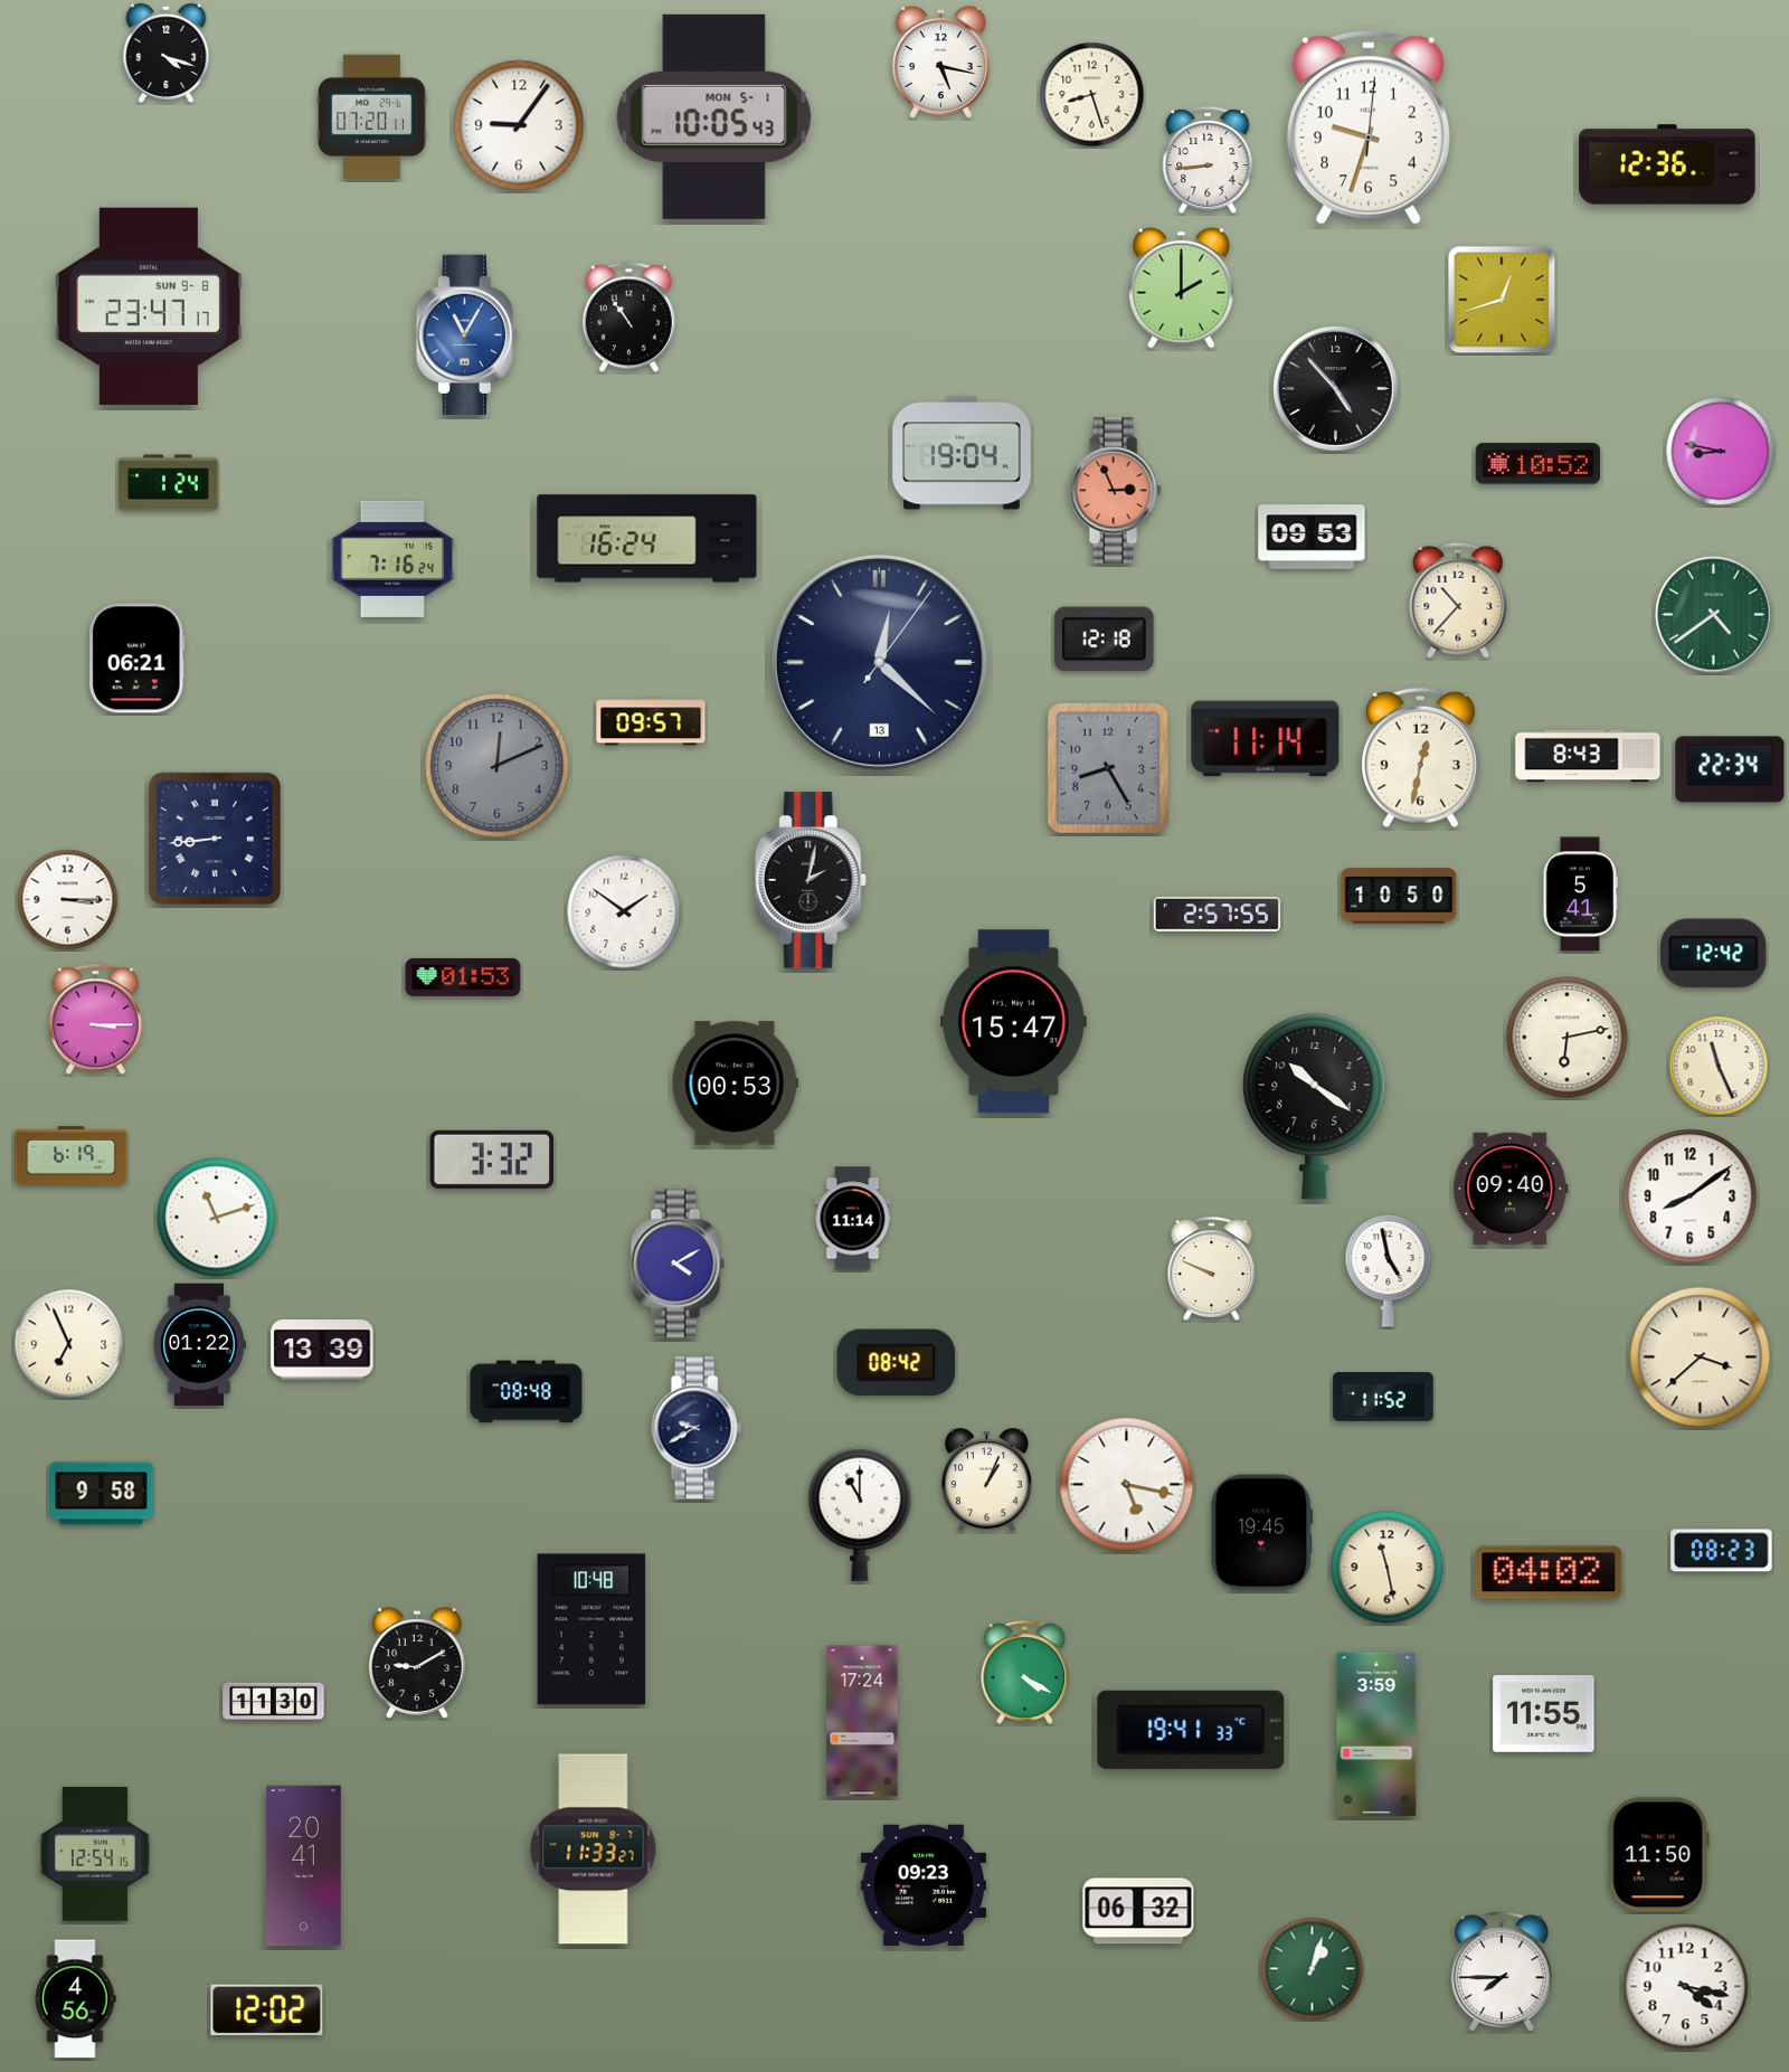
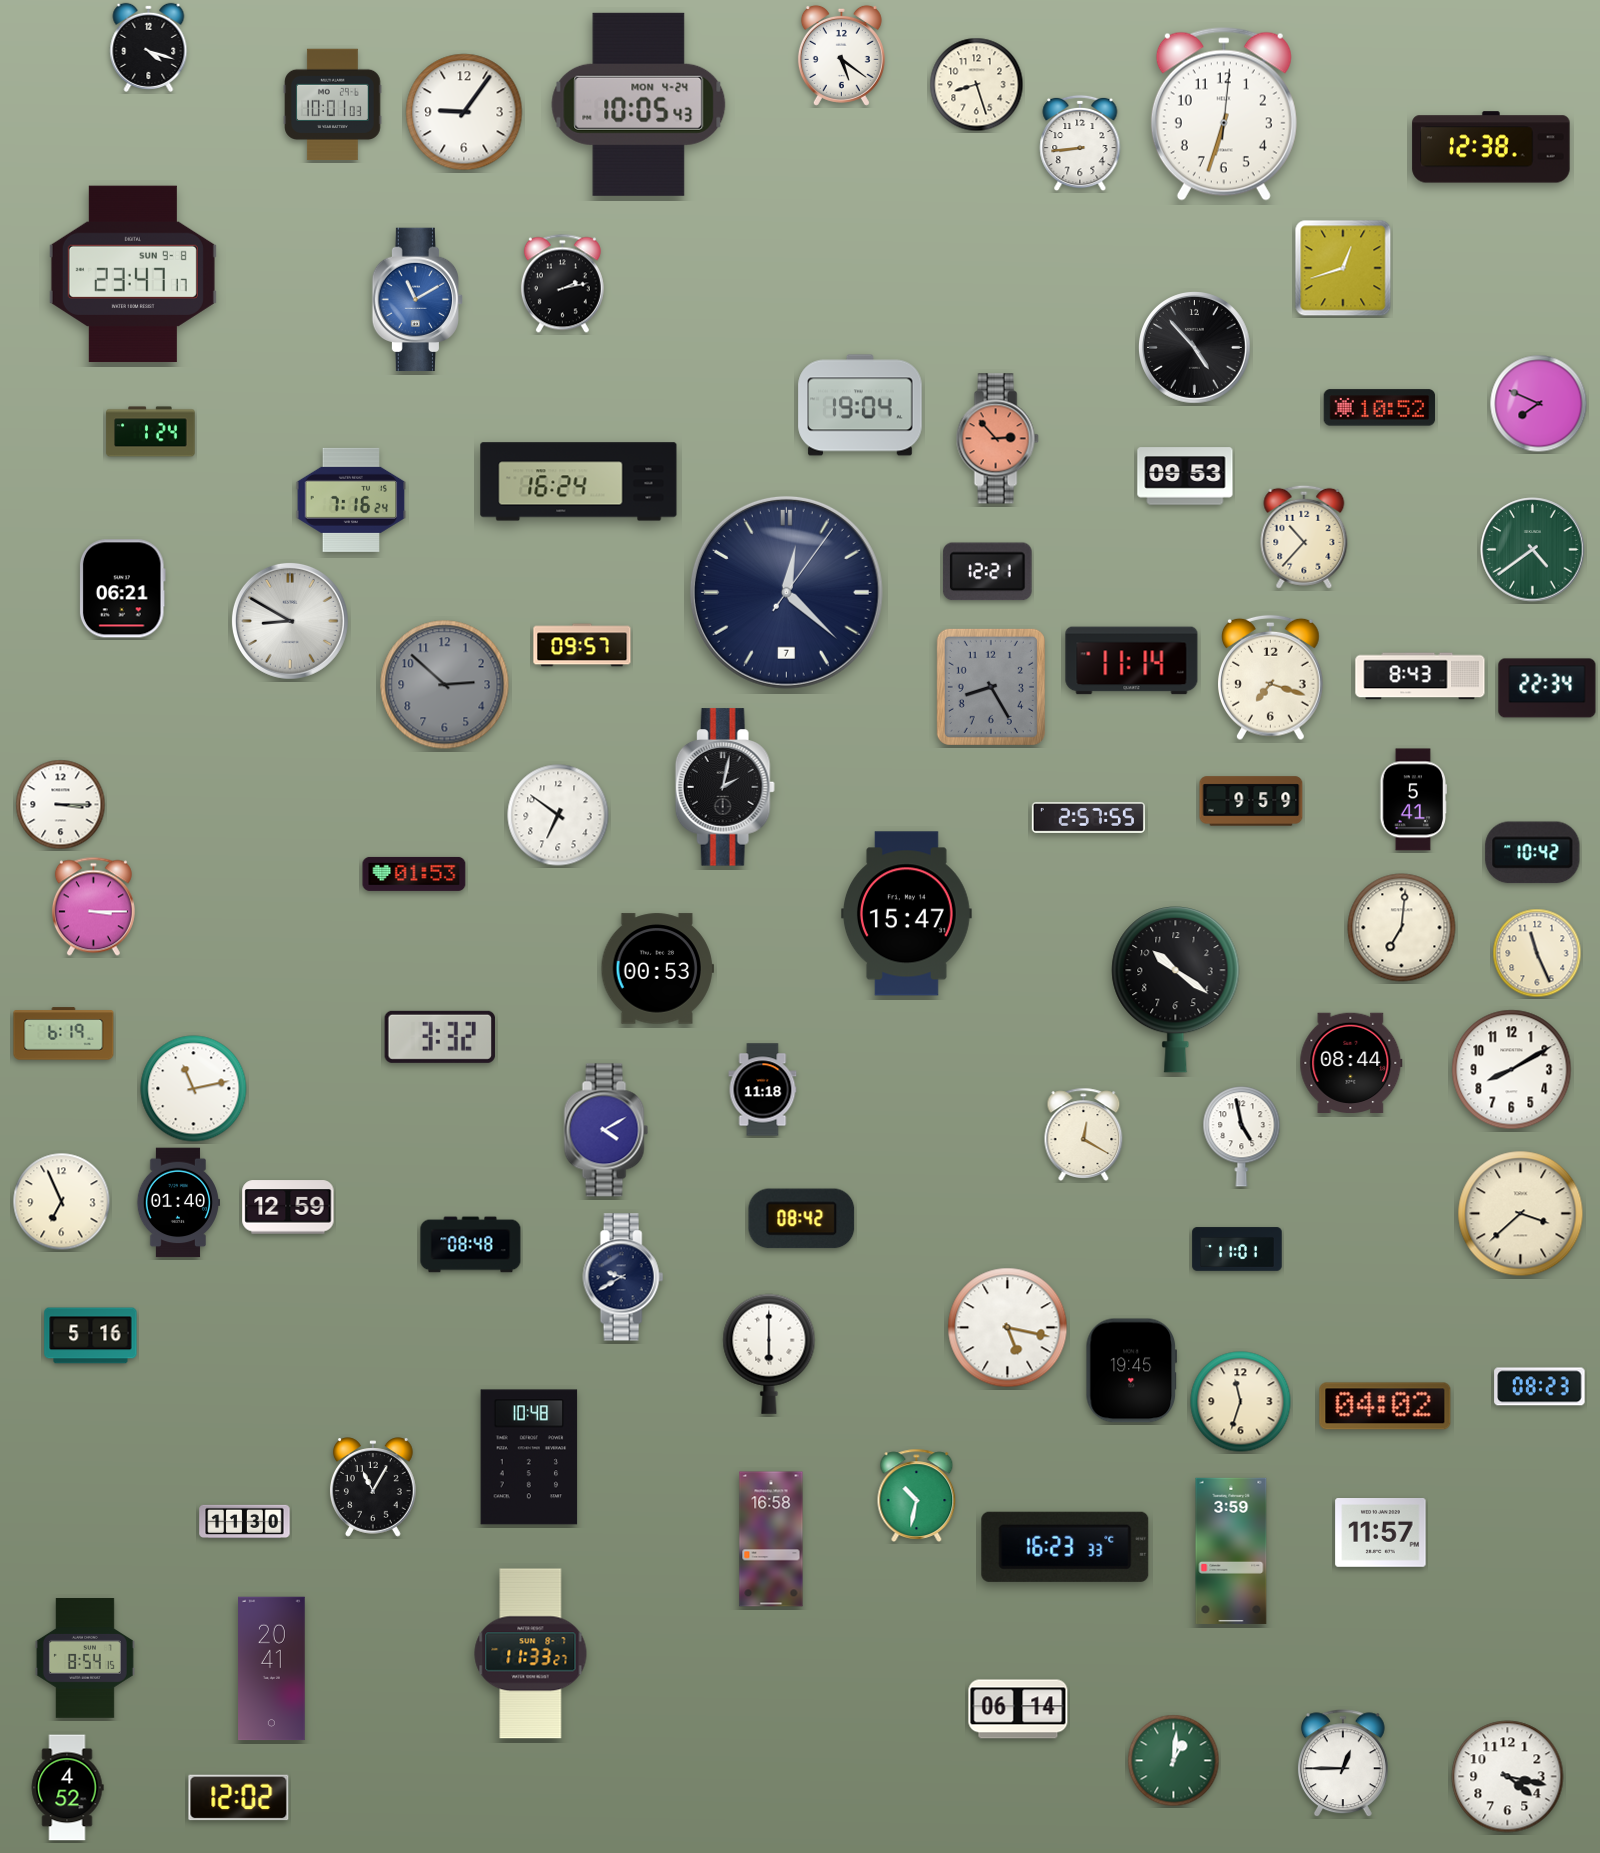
clock at (940, 62): 5:17 -> 5:21
clock at (714, 116) date: MON 5-1 -> MON 4-24
clock at (372, 117): 07:20 -> 10:01
clock at (1369, 127): 9:33 -> 6:33
clock at (1667, 164): 12:36 -> 12:38
clock at (1181, 287): 2:00 -> none
clock at (628, 318): 10:54 -> 2:13
clock at (467, 335): 11:05 -> 11:10
clock at (1721, 452): 8:47 -> 7:49
clock at (1539, 464) position: (1539, 464) -> (1380, 408)
clock at (1115, 491): 2:56 -> 2:53
clock at (1312, 537) position: (1312, 537) -> (1185, 476)
clock at (1104, 640): 12:18 -> 12:21
clock at (879, 662) date: 13 -> 7
clock at (290, 621): none -> 8:50
clock at (1421, 758): 12:32 -> 7:18
clock at (498, 766): 12:11 -> 2:52
clock at (214, 838): 8:44 -> none
clock at (1399, 896): 10:50 -> 9:59
clock at (624, 911): 1:51 -> 6:51
clock at (1714, 954): 12:42 -> 10:42
clock at (95, 1020) position: (95, 1020) -> (93, 907)
clock at (1568, 1038): 6:13 -> 7:01
clock at (1511, 1188): 09:40 -> 08:44
clock at (1691, 1196): 8:09 -> 8:10
clock at (217, 1218): 11:12 -> 11:13
clock at (853, 1219): 11:14 -> 11:18
clock at (1212, 1268): 9:49 -> 12:20
clock at (198, 1345): 01:22 -> 01:40
clock at (322, 1350): 13:39 -> 12:59
clock at (1383, 1397): 11:52 -> 11:01
clock at (986, 1480): 1:04 -> none
clock at (102, 1494): 9:58 -> 5:16
clock at (860, 1514): 11:00 -> 6:00
clock at (1261, 1533) position: (1261, 1533) -> (1131, 1371)
clock at (1388, 1568): 11:28 -> 11:33
clock at (417, 1663): 9:10 -> 11:05
clock at (1025, 1672): 4:20 -> 10:32
clock at (1544, 1714): 11:55 -> 11:57
clock at (862, 1721): 17:24 -> 16:58
clock at (1191, 1730): 19:41 -> 16:23
clock at (95, 1855): 12:54 -> 8:54
clock at (1658, 1855): 11:50 -> none
clock at (922, 1885): 09:23 -> none
clock at (1138, 1911): 06:32 -> 06:14
clock at (1313, 1969): 1:03 -> 1:01
clock at (1502, 1972): 7:45 -> 12:45
clock at (75, 1999): 4:56 -> 4:52
